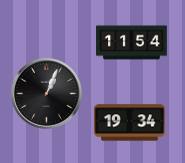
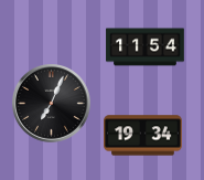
clock at (47, 94): 1:04 -> 7:04
